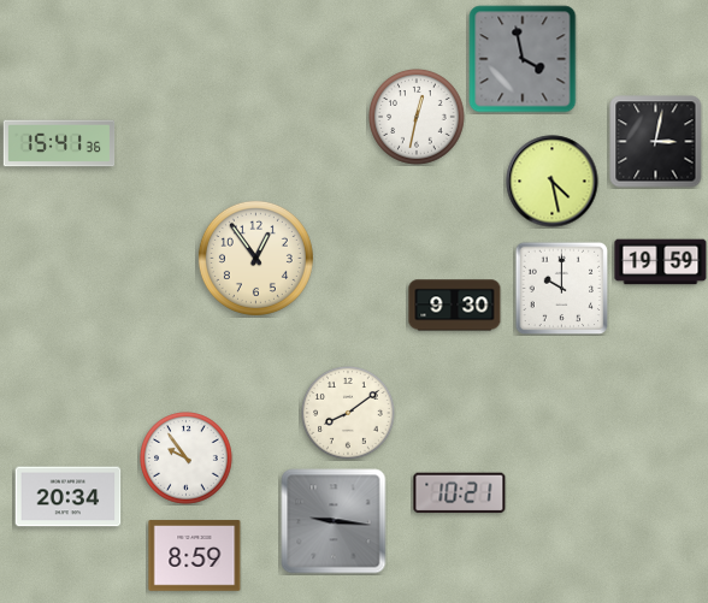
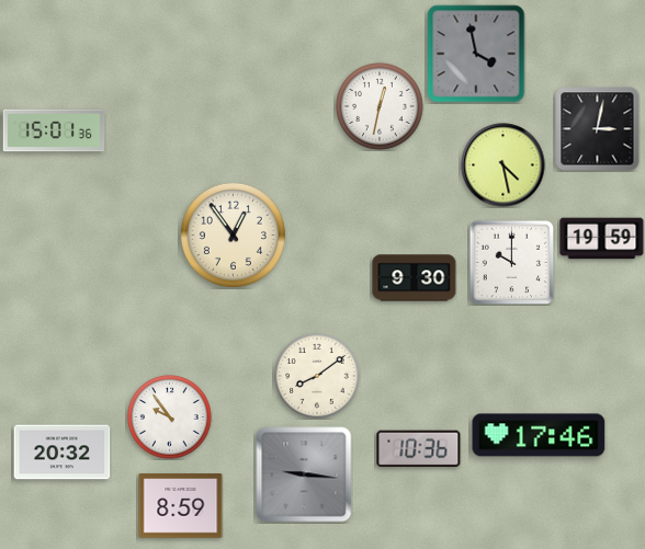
clock at (59, 143): 15:41 -> 15:01
clock at (539, 435): none -> 17:46
clock at (460, 493): 10:21 -> 10:36
clock at (69, 497): 20:34 -> 20:32
clock at (195, 556) position: (195, 556) -> (181, 506)
